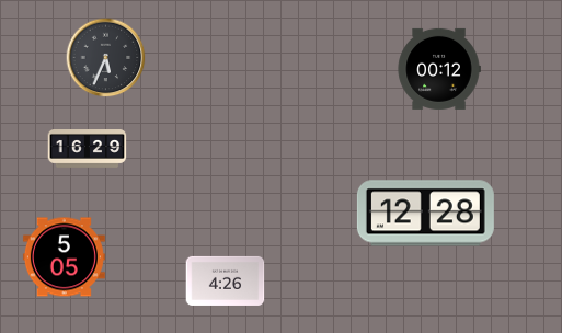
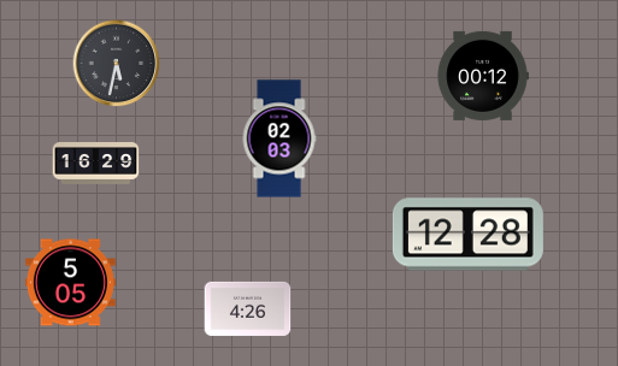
clock at (106, 58): 5:34 -> 5:32
clock at (279, 138): none -> 02:03
